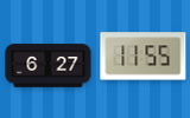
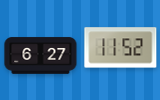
clock at (144, 57): 11:55 -> 11:52
